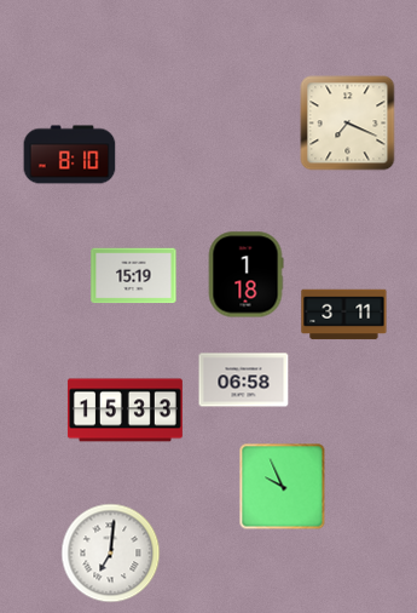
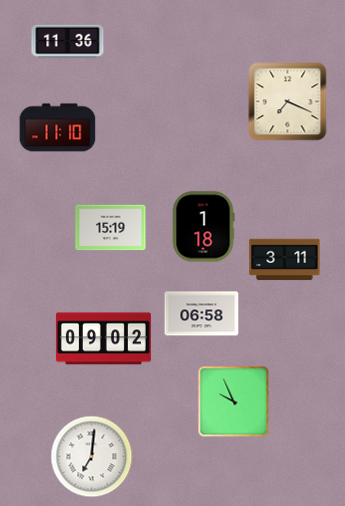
clock at (68, 42): none -> 11:36
clock at (70, 155): 8:10 -> 11:10
clock at (124, 411): 15:33 -> 09:02
